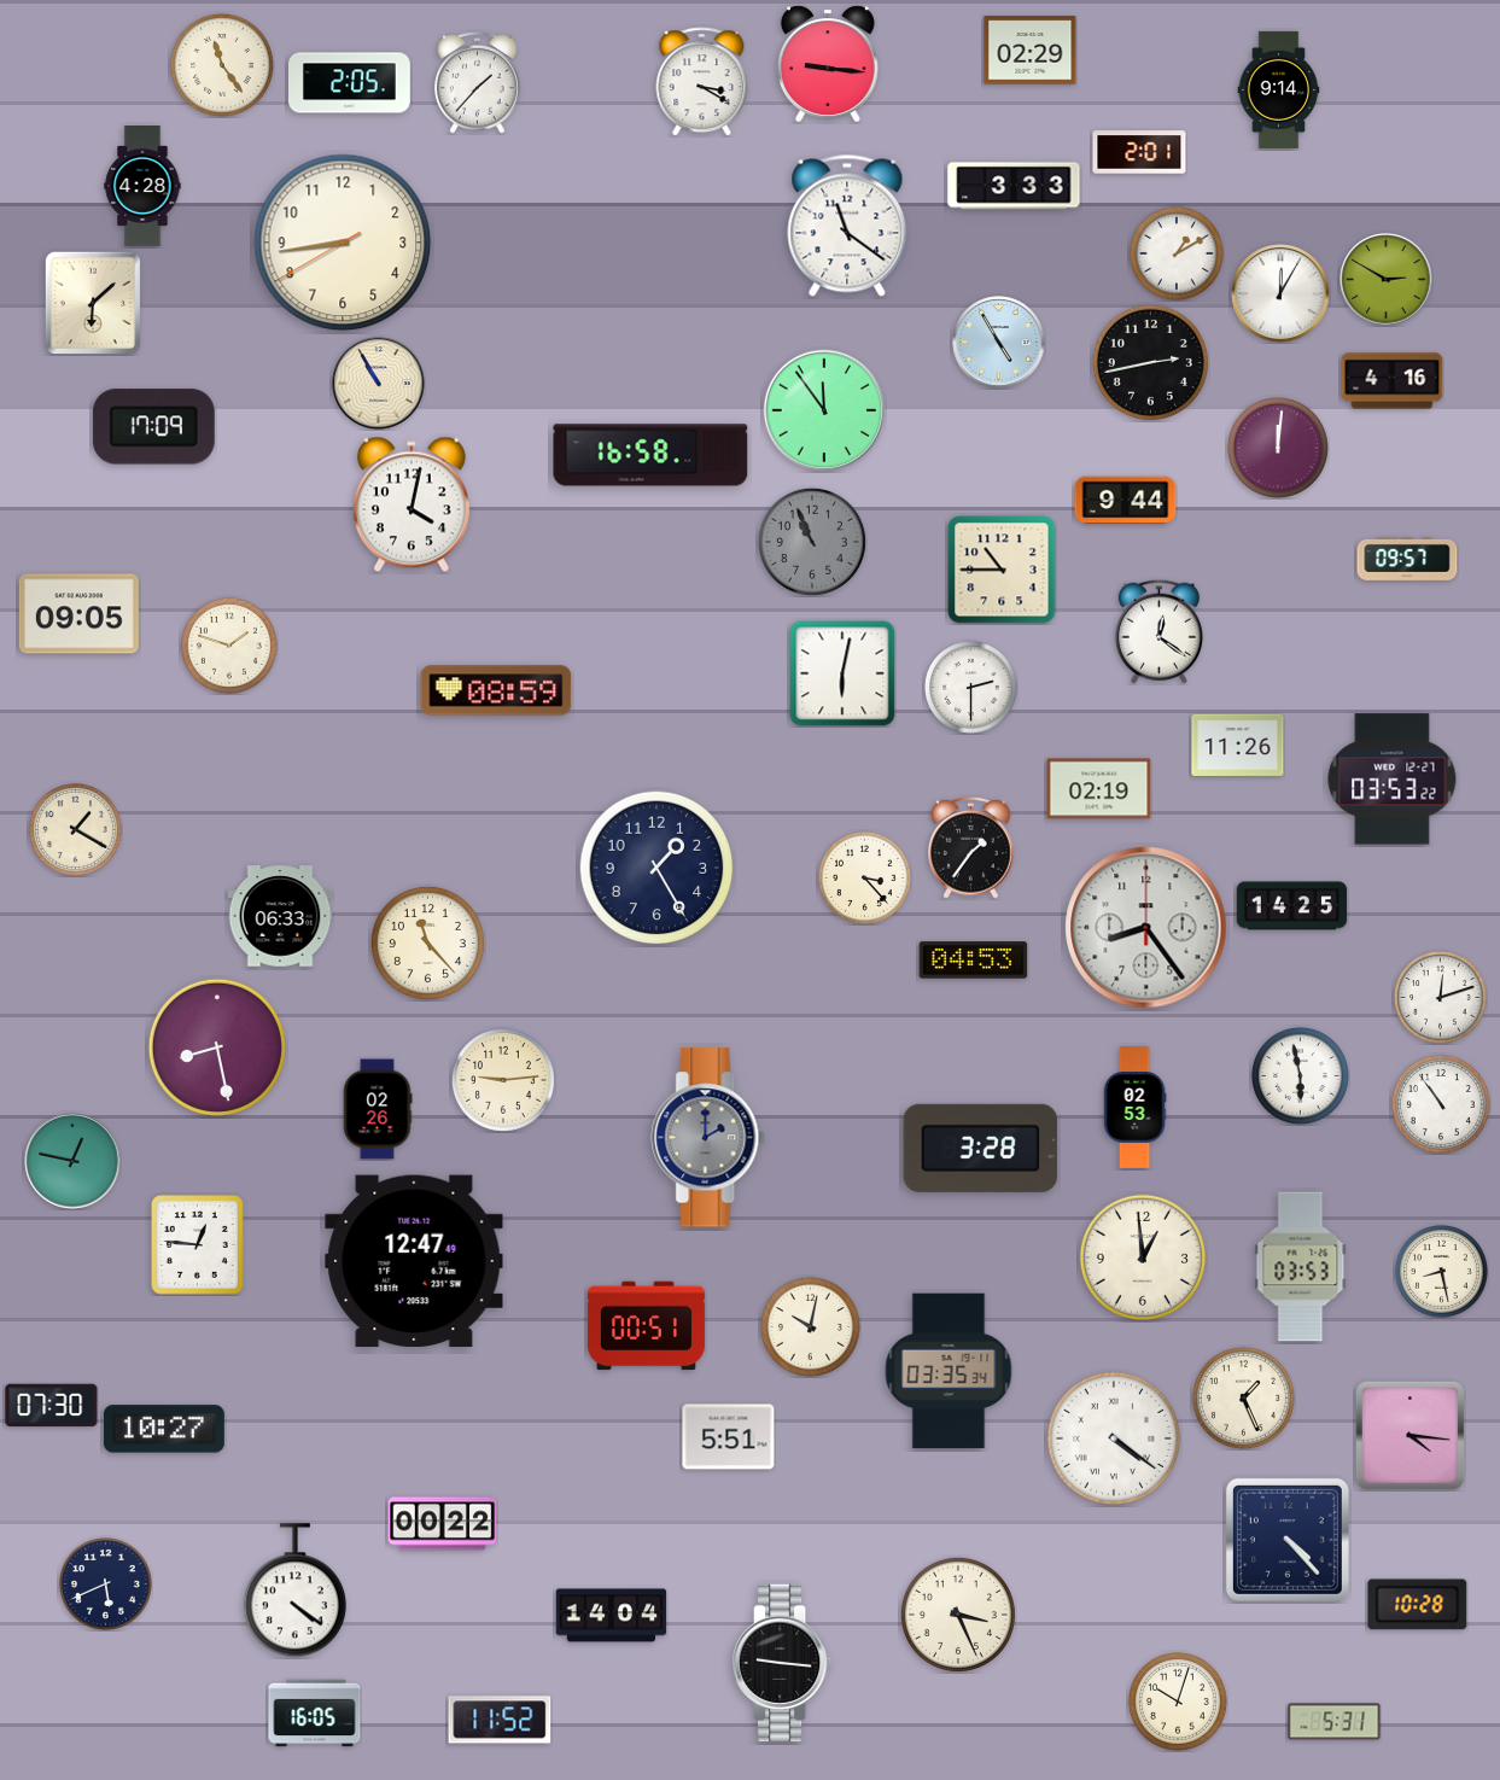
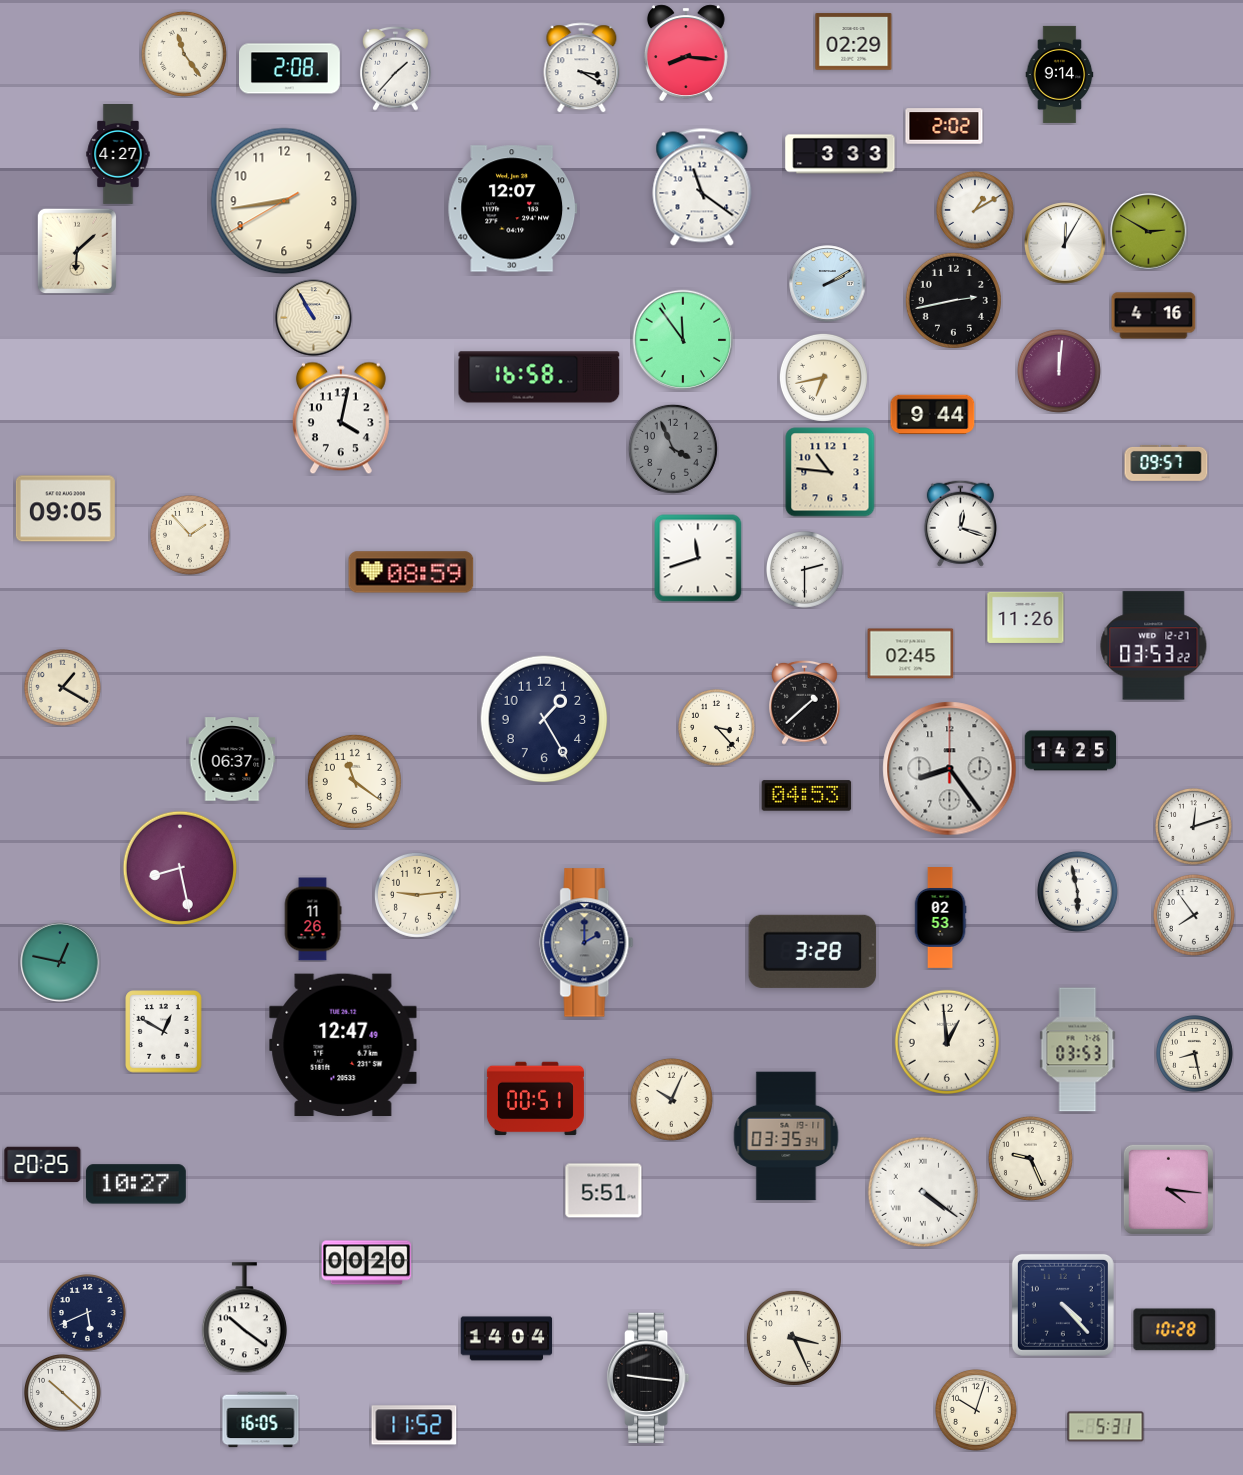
clock at (828, 63): 9:16 -> 8:16
clock at (350, 83): 2:05 -> 2:08
clock at (1139, 152): 2:01 -> 2:02
clock at (142, 187): 4:28 -> 4:27
clock at (513, 209): none -> 12:07
clock at (1280, 293) position: (1280, 293) -> (1065, 243)
clock at (999, 343): 4:55 -> 2:10
clock at (153, 427): 17:09 -> none
clock at (823, 377): none -> 6:43
clock at (812, 542): 10:56 -> 3:56
clock at (1002, 570): 10:45 -> 10:46
clock at (1158, 631): 12:21 -> 12:18
clock at (229, 646): 1:48 -> 1:53
clock at (842, 673): 6:02 -> 11:42
clock at (1099, 789): 02:19 -> 02:45
clock at (971, 847): 1:36 -> 1:38
clock at (280, 916): 06:33 -> 06:37
clock at (427, 942): 11:23 -> 11:21
clock at (1441, 1104): 10:54 -> 7:54
clock at (378, 1109): 02:26 -> 11:26
clock at (198, 1245): 12:46 -> 12:50
clock at (810, 1326): 10:02 -> 10:04
clock at (1243, 1397): 1:26 -> 9:26
clock at (52, 1406): 07:30 -> 20:25
clock at (443, 1524): 00:22 -> 00:20
clock at (1288, 1540) position: (1288, 1540) -> (1063, 1305)
clock at (294, 1591): 4:21 -> 10:21
clock at (63, 1393): none -> 10:22
